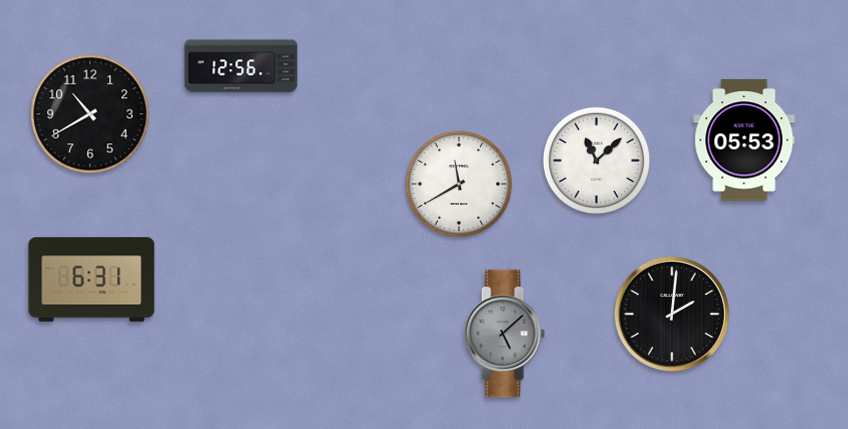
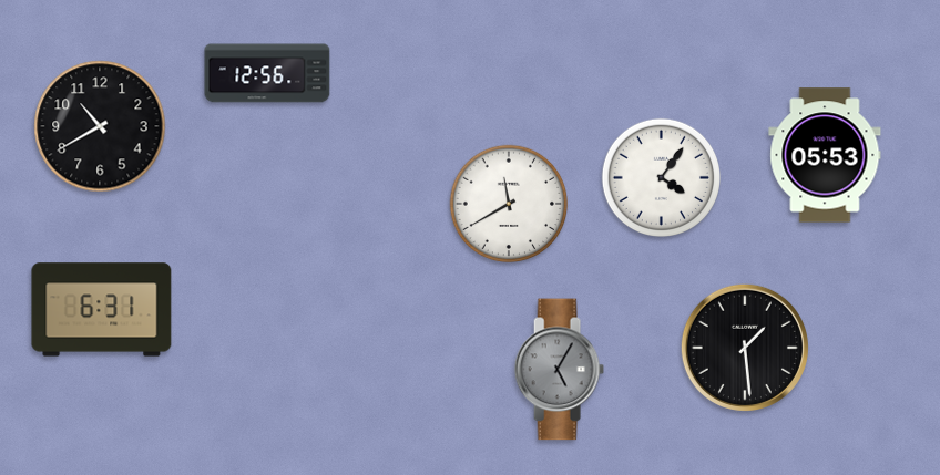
clock at (596, 160): 11:08 -> 4:06
clock at (672, 314): 2:01 -> 1:29
clock at (504, 334): 5:08 -> 5:05
